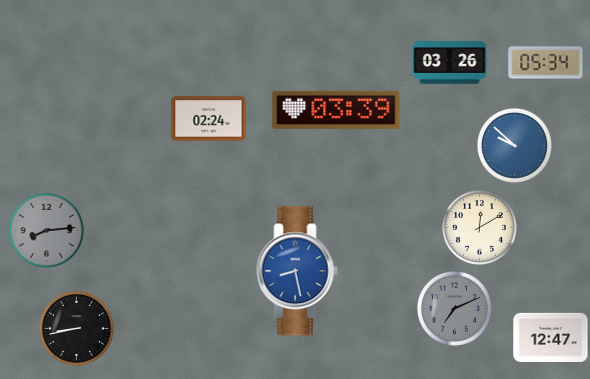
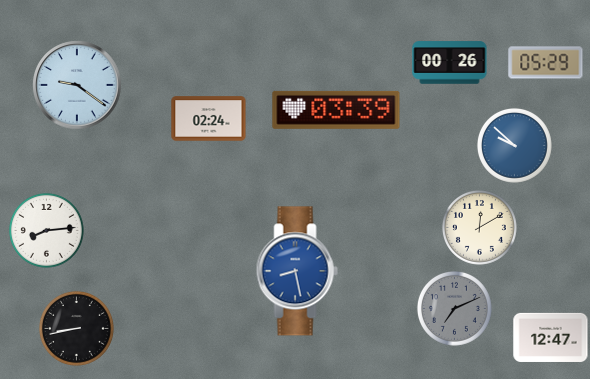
clock at (450, 63): 03:26 -> 00:26
clock at (546, 63): 05:34 -> 05:29
clock at (77, 85): none -> 9:21
clock at (46, 230) dial: grey -> white
